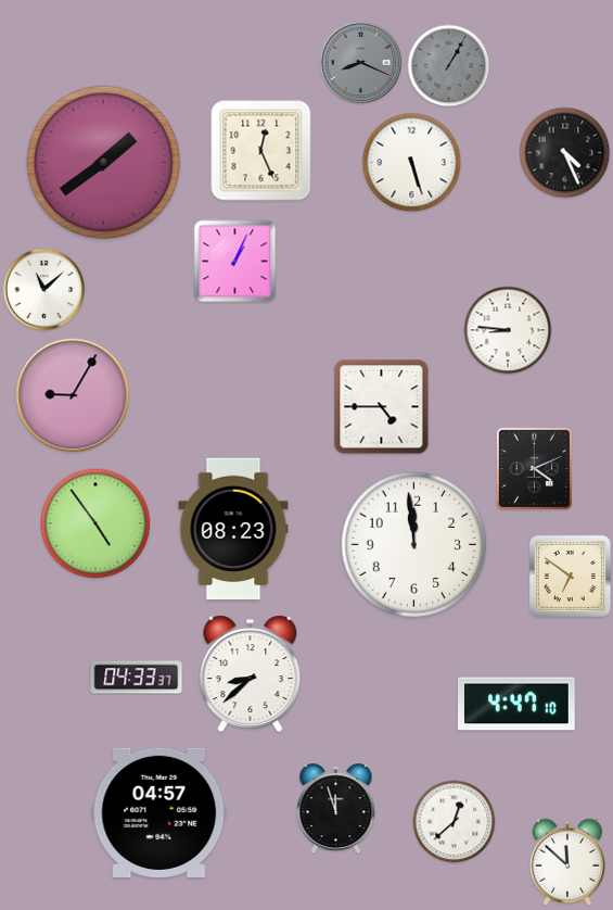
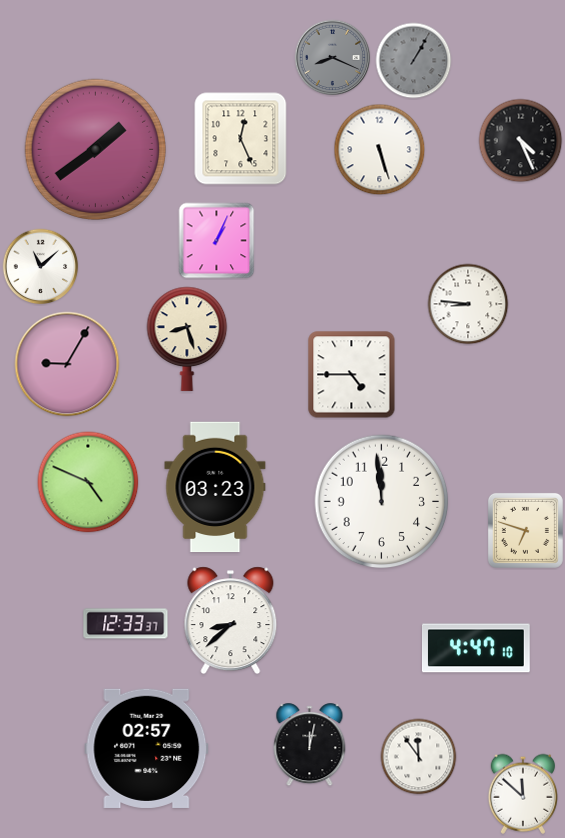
clock at (187, 339): none -> 8:27
clock at (534, 468): 4:11 -> none
clock at (95, 523): 4:54 -> 4:49
clock at (233, 529): 08:23 -> 03:23
clock at (570, 576): 6:51 -> 6:48
clock at (137, 678): 04:33 -> 12:33
clock at (336, 809): 11:57 -> 12:02
clock at (159, 812): 04:57 -> 02:57
clock at (455, 822): 12:38 -> 11:54
